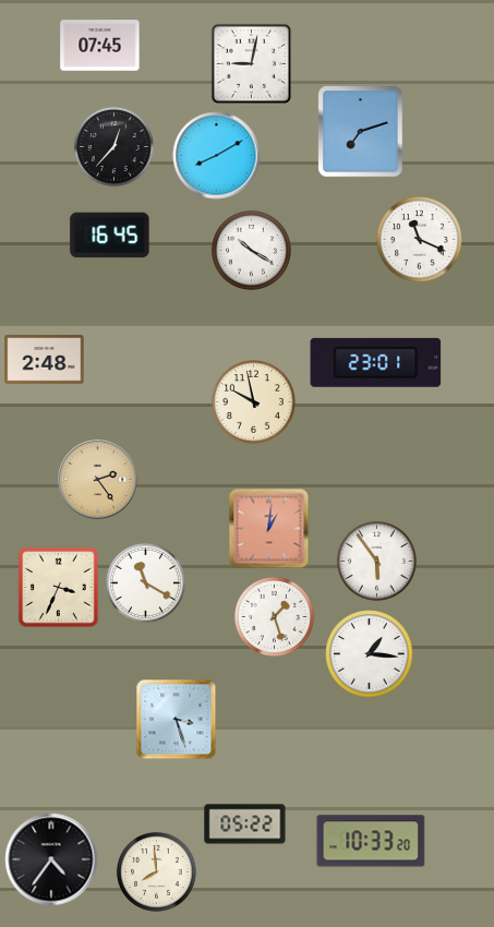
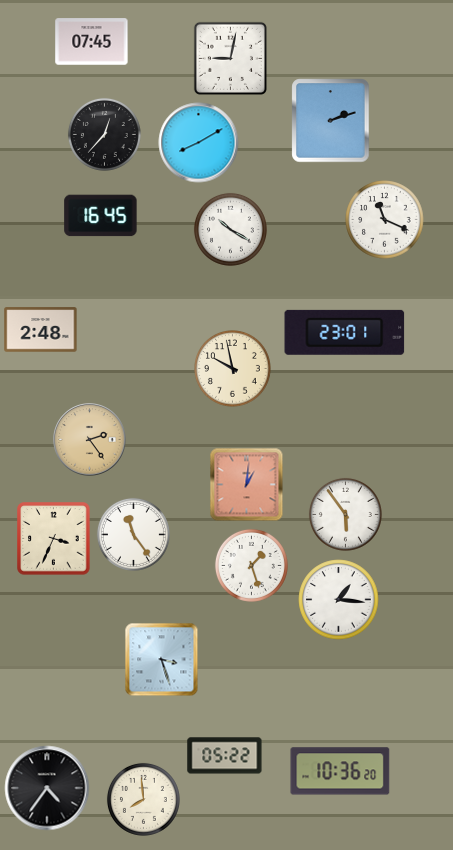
clock at (361, 132): 7:12 -> 2:12
clock at (145, 582): 11:20 -> 11:24
clock at (371, 841): 10:33 -> 10:36
